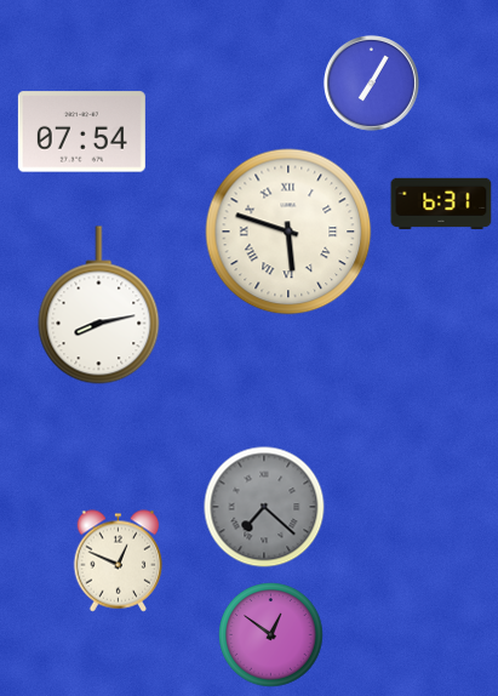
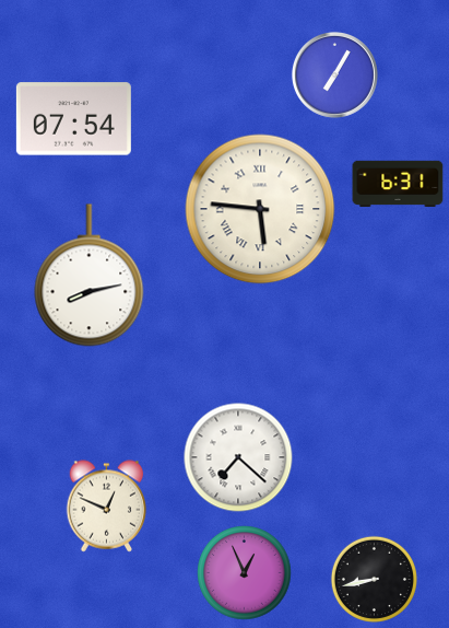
clock at (288, 232): 5:48 -> 5:46
clock at (264, 507) dial: grey -> white
clock at (271, 635): 12:51 -> 12:56
clock at (374, 579): none -> 8:43
